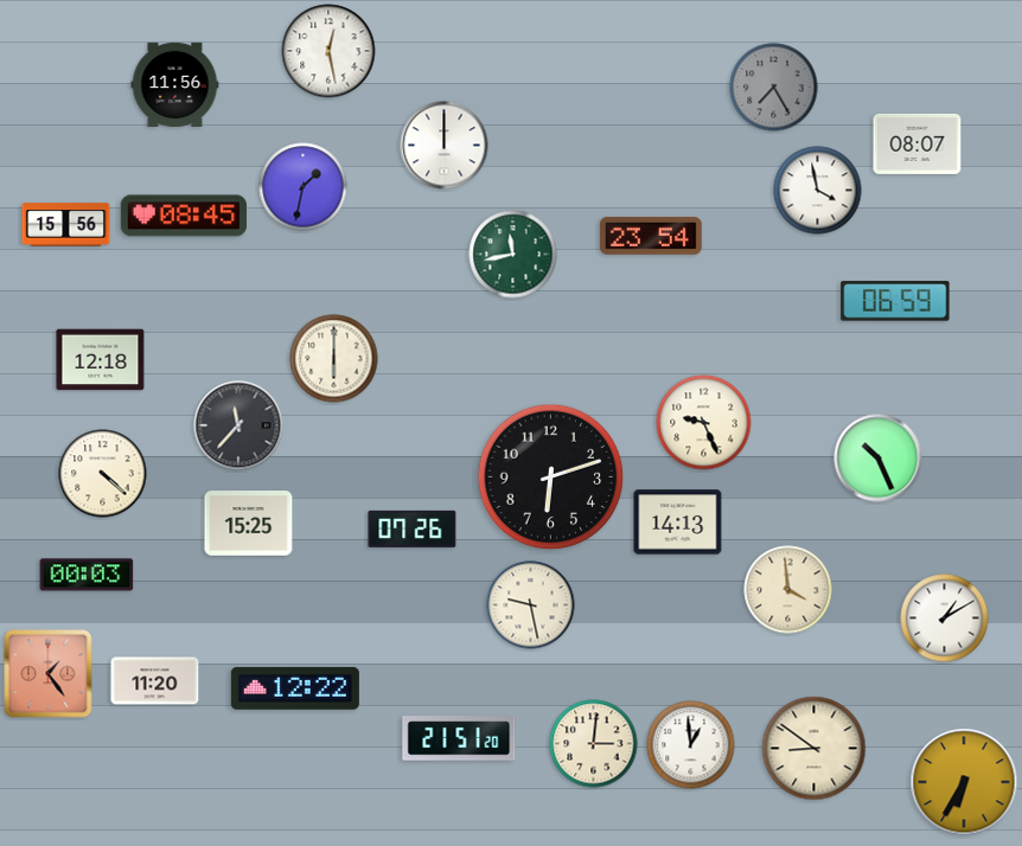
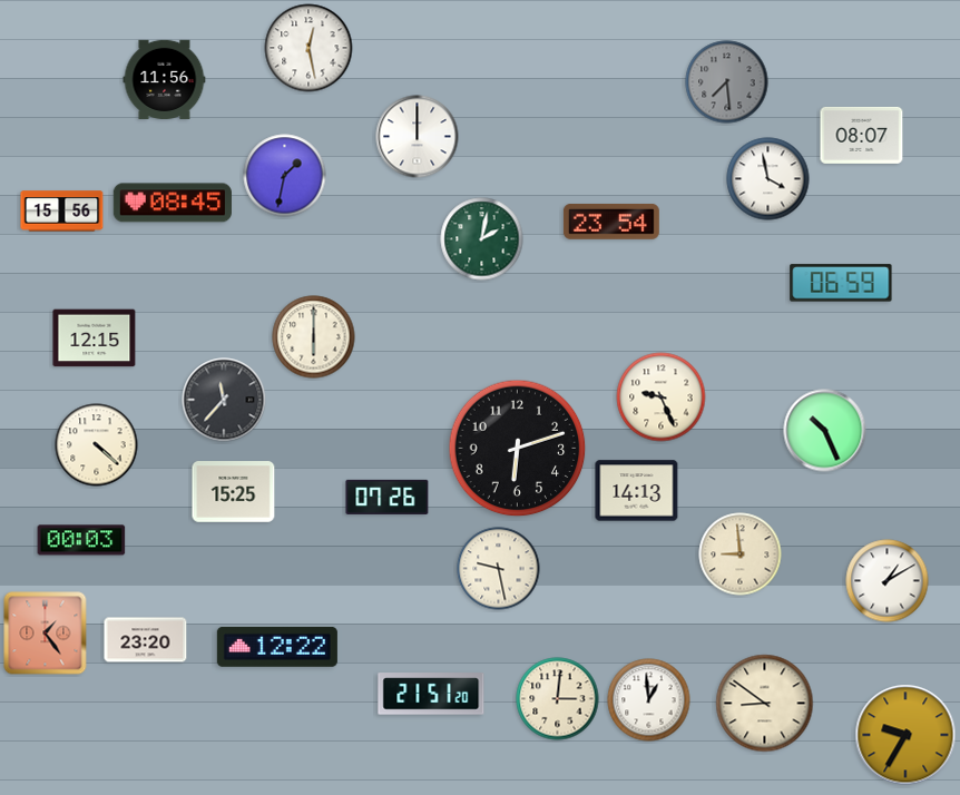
clock at (774, 88): 7:25 -> 7:29
clock at (513, 255): 11:43 -> 2:02
clock at (101, 360): 12:18 -> 12:15
clock at (788, 590): 3:59 -> 8:59
clock at (155, 681): 11:20 -> 23:20
clock at (964, 782): 6:35 -> 9:35
